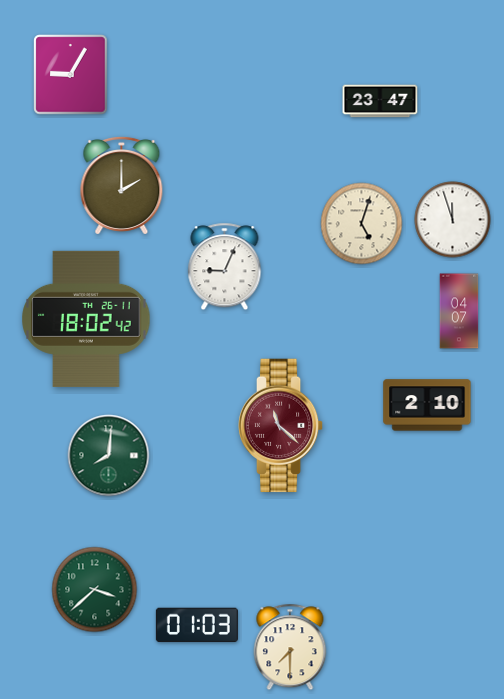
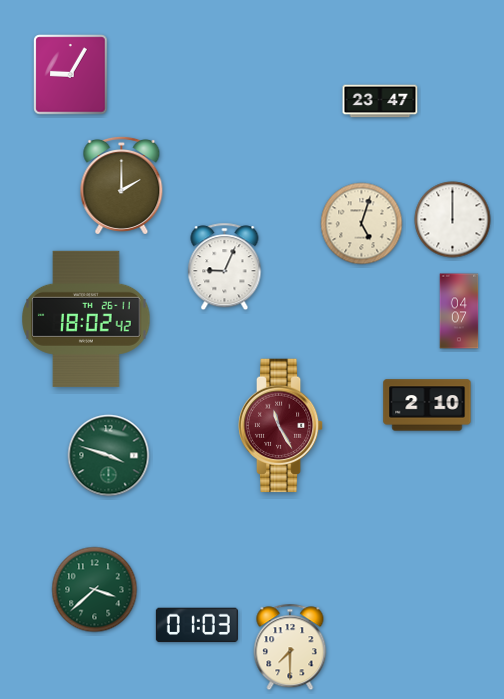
clock at (453, 220): 11:57 -> 12:00
clock at (281, 426): 11:22 -> 11:25
clock at (109, 456): 8:01 -> 3:48
